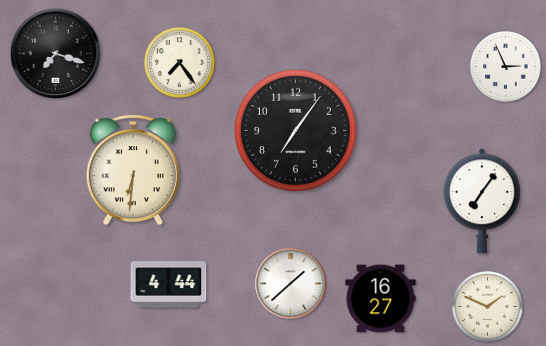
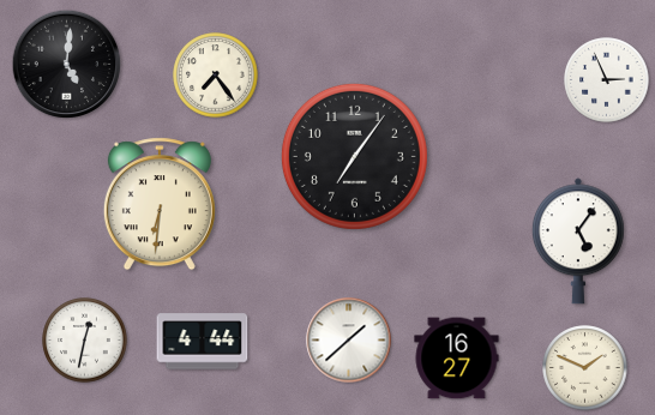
clock at (56, 54): 7:18 -> 5:01
clock at (482, 201): 7:06 -> 5:06
clock at (85, 341): none -> 12:32
